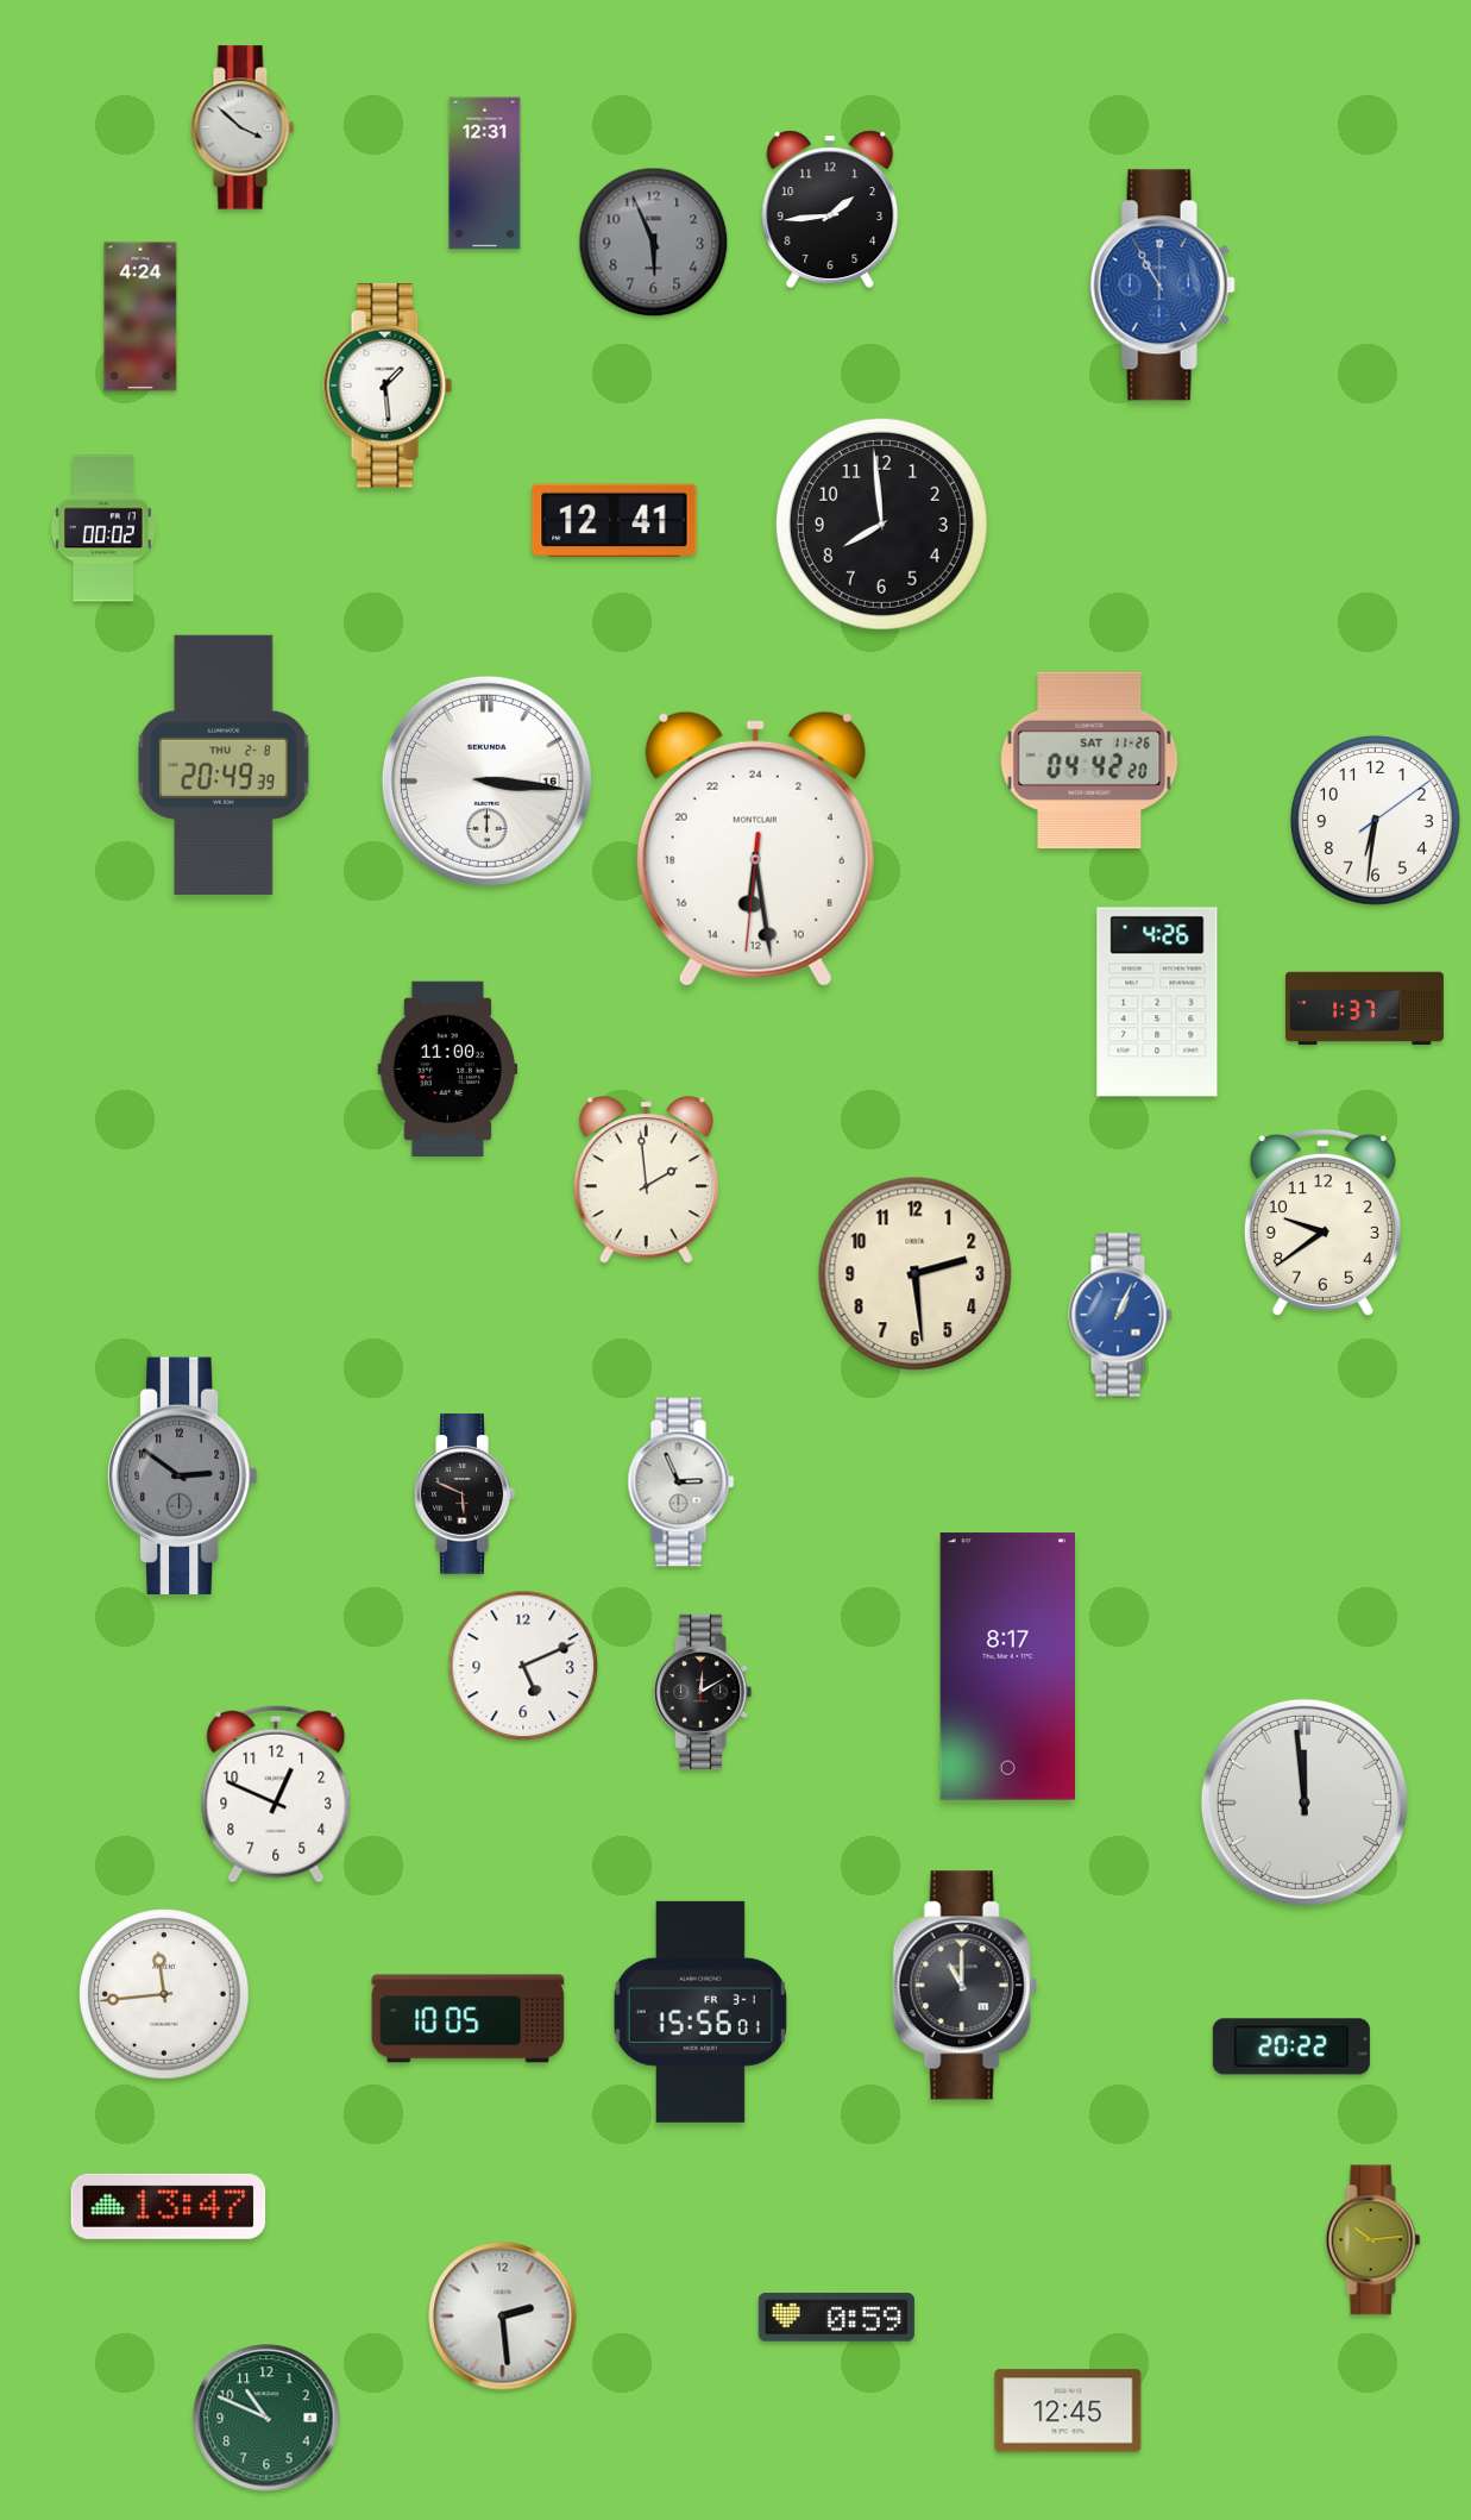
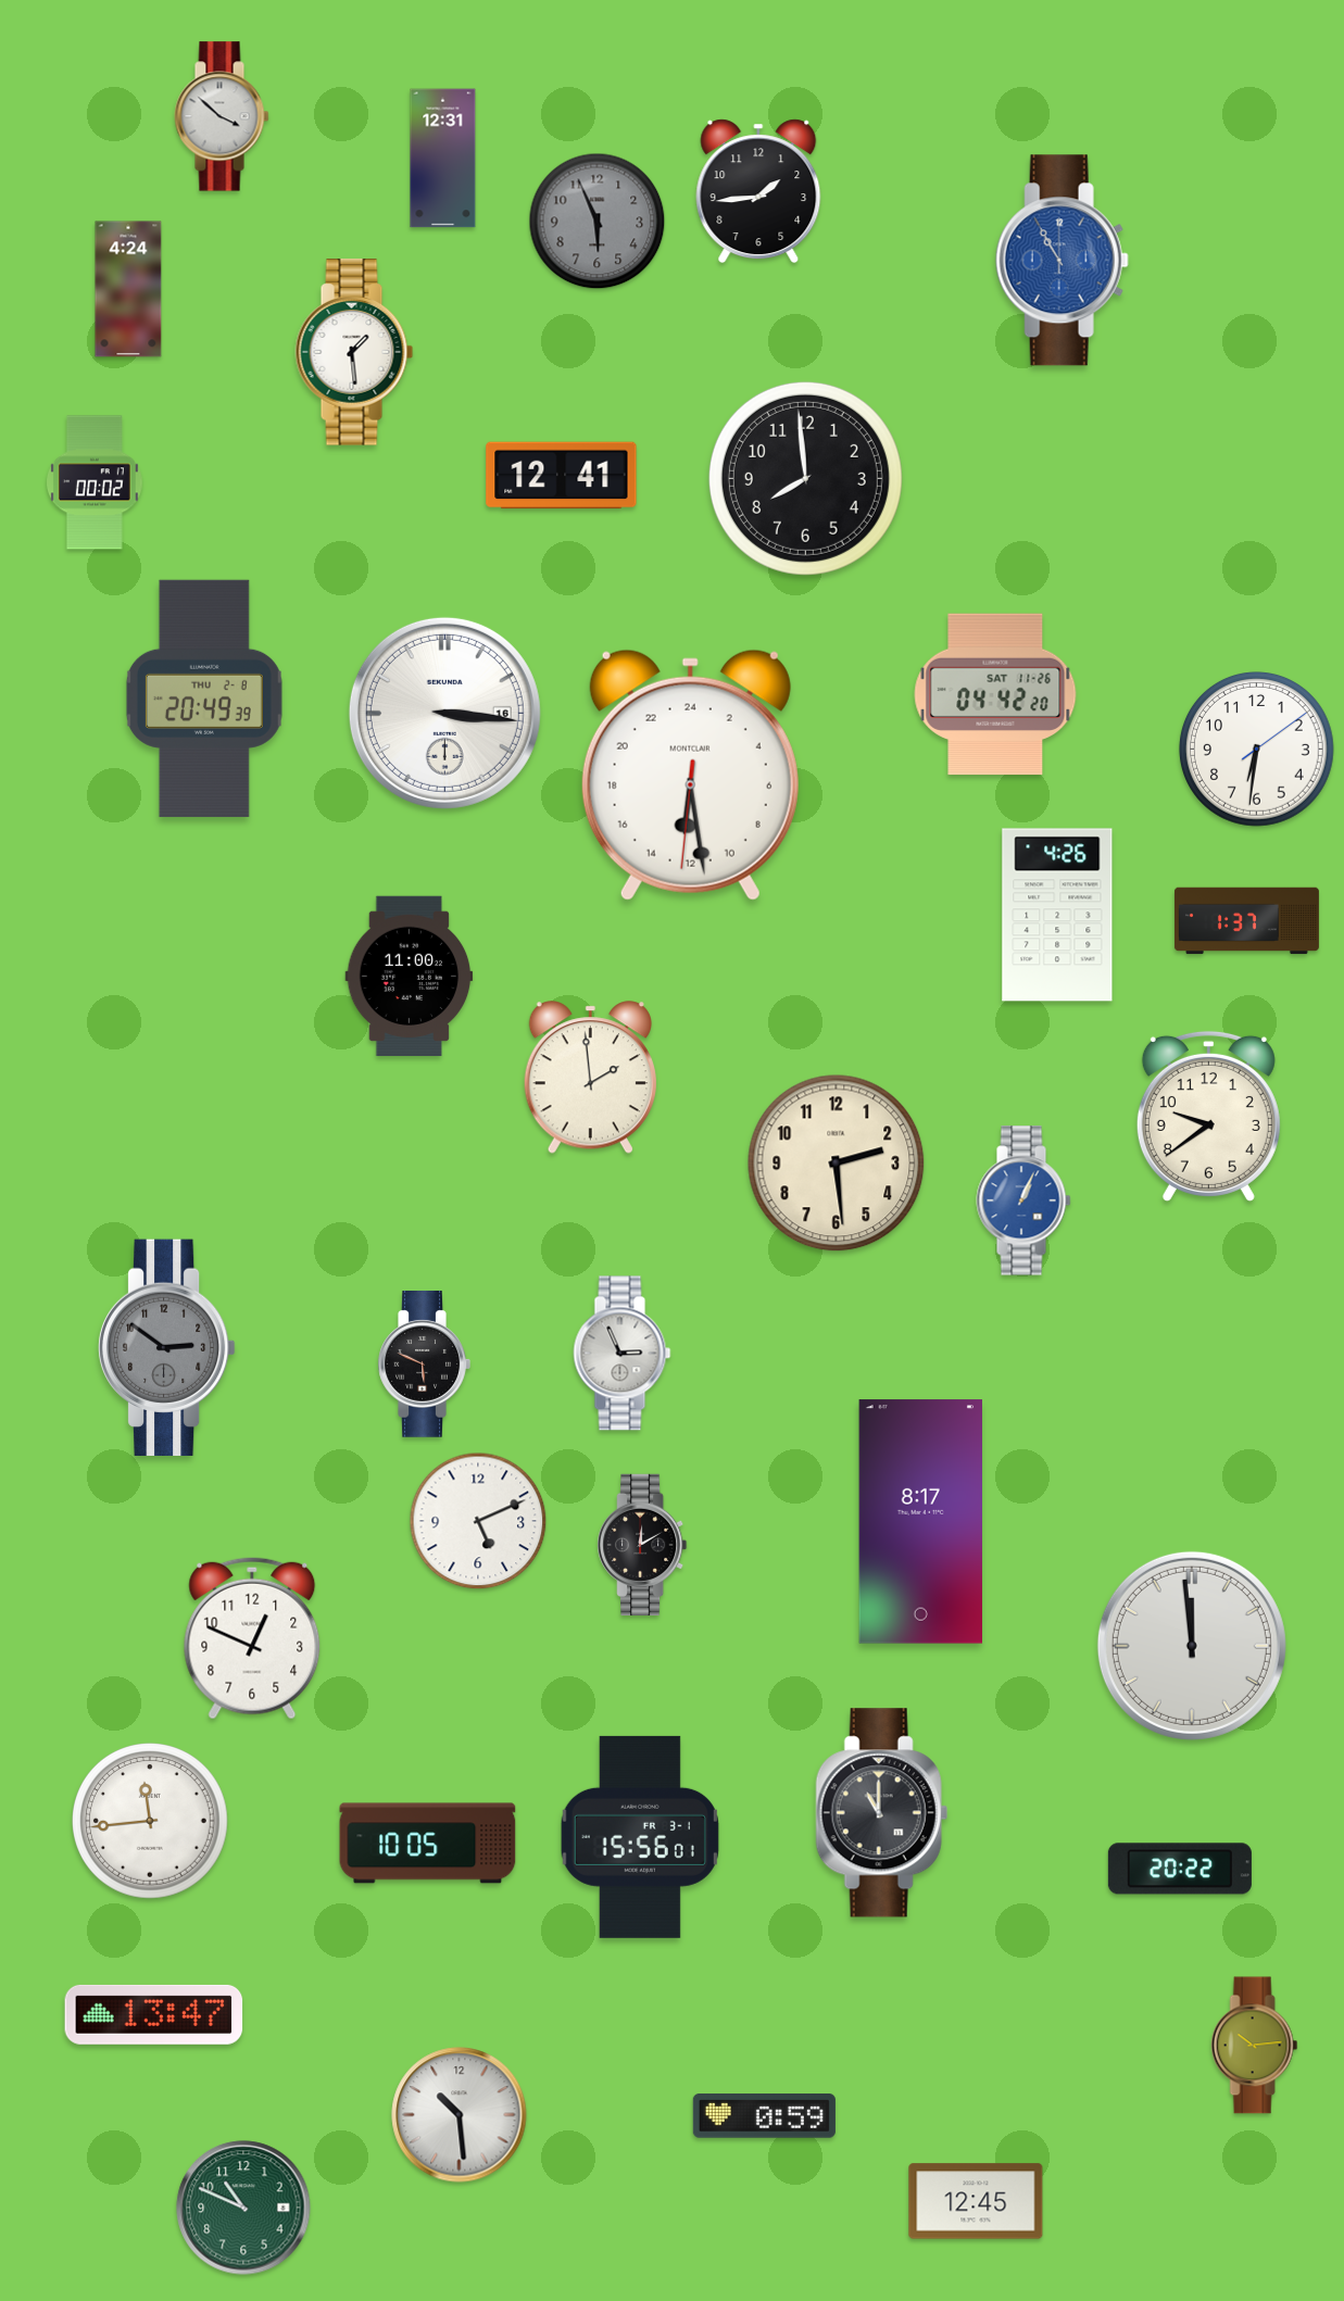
clock at (503, 2317): 2:29 -> 10:29
